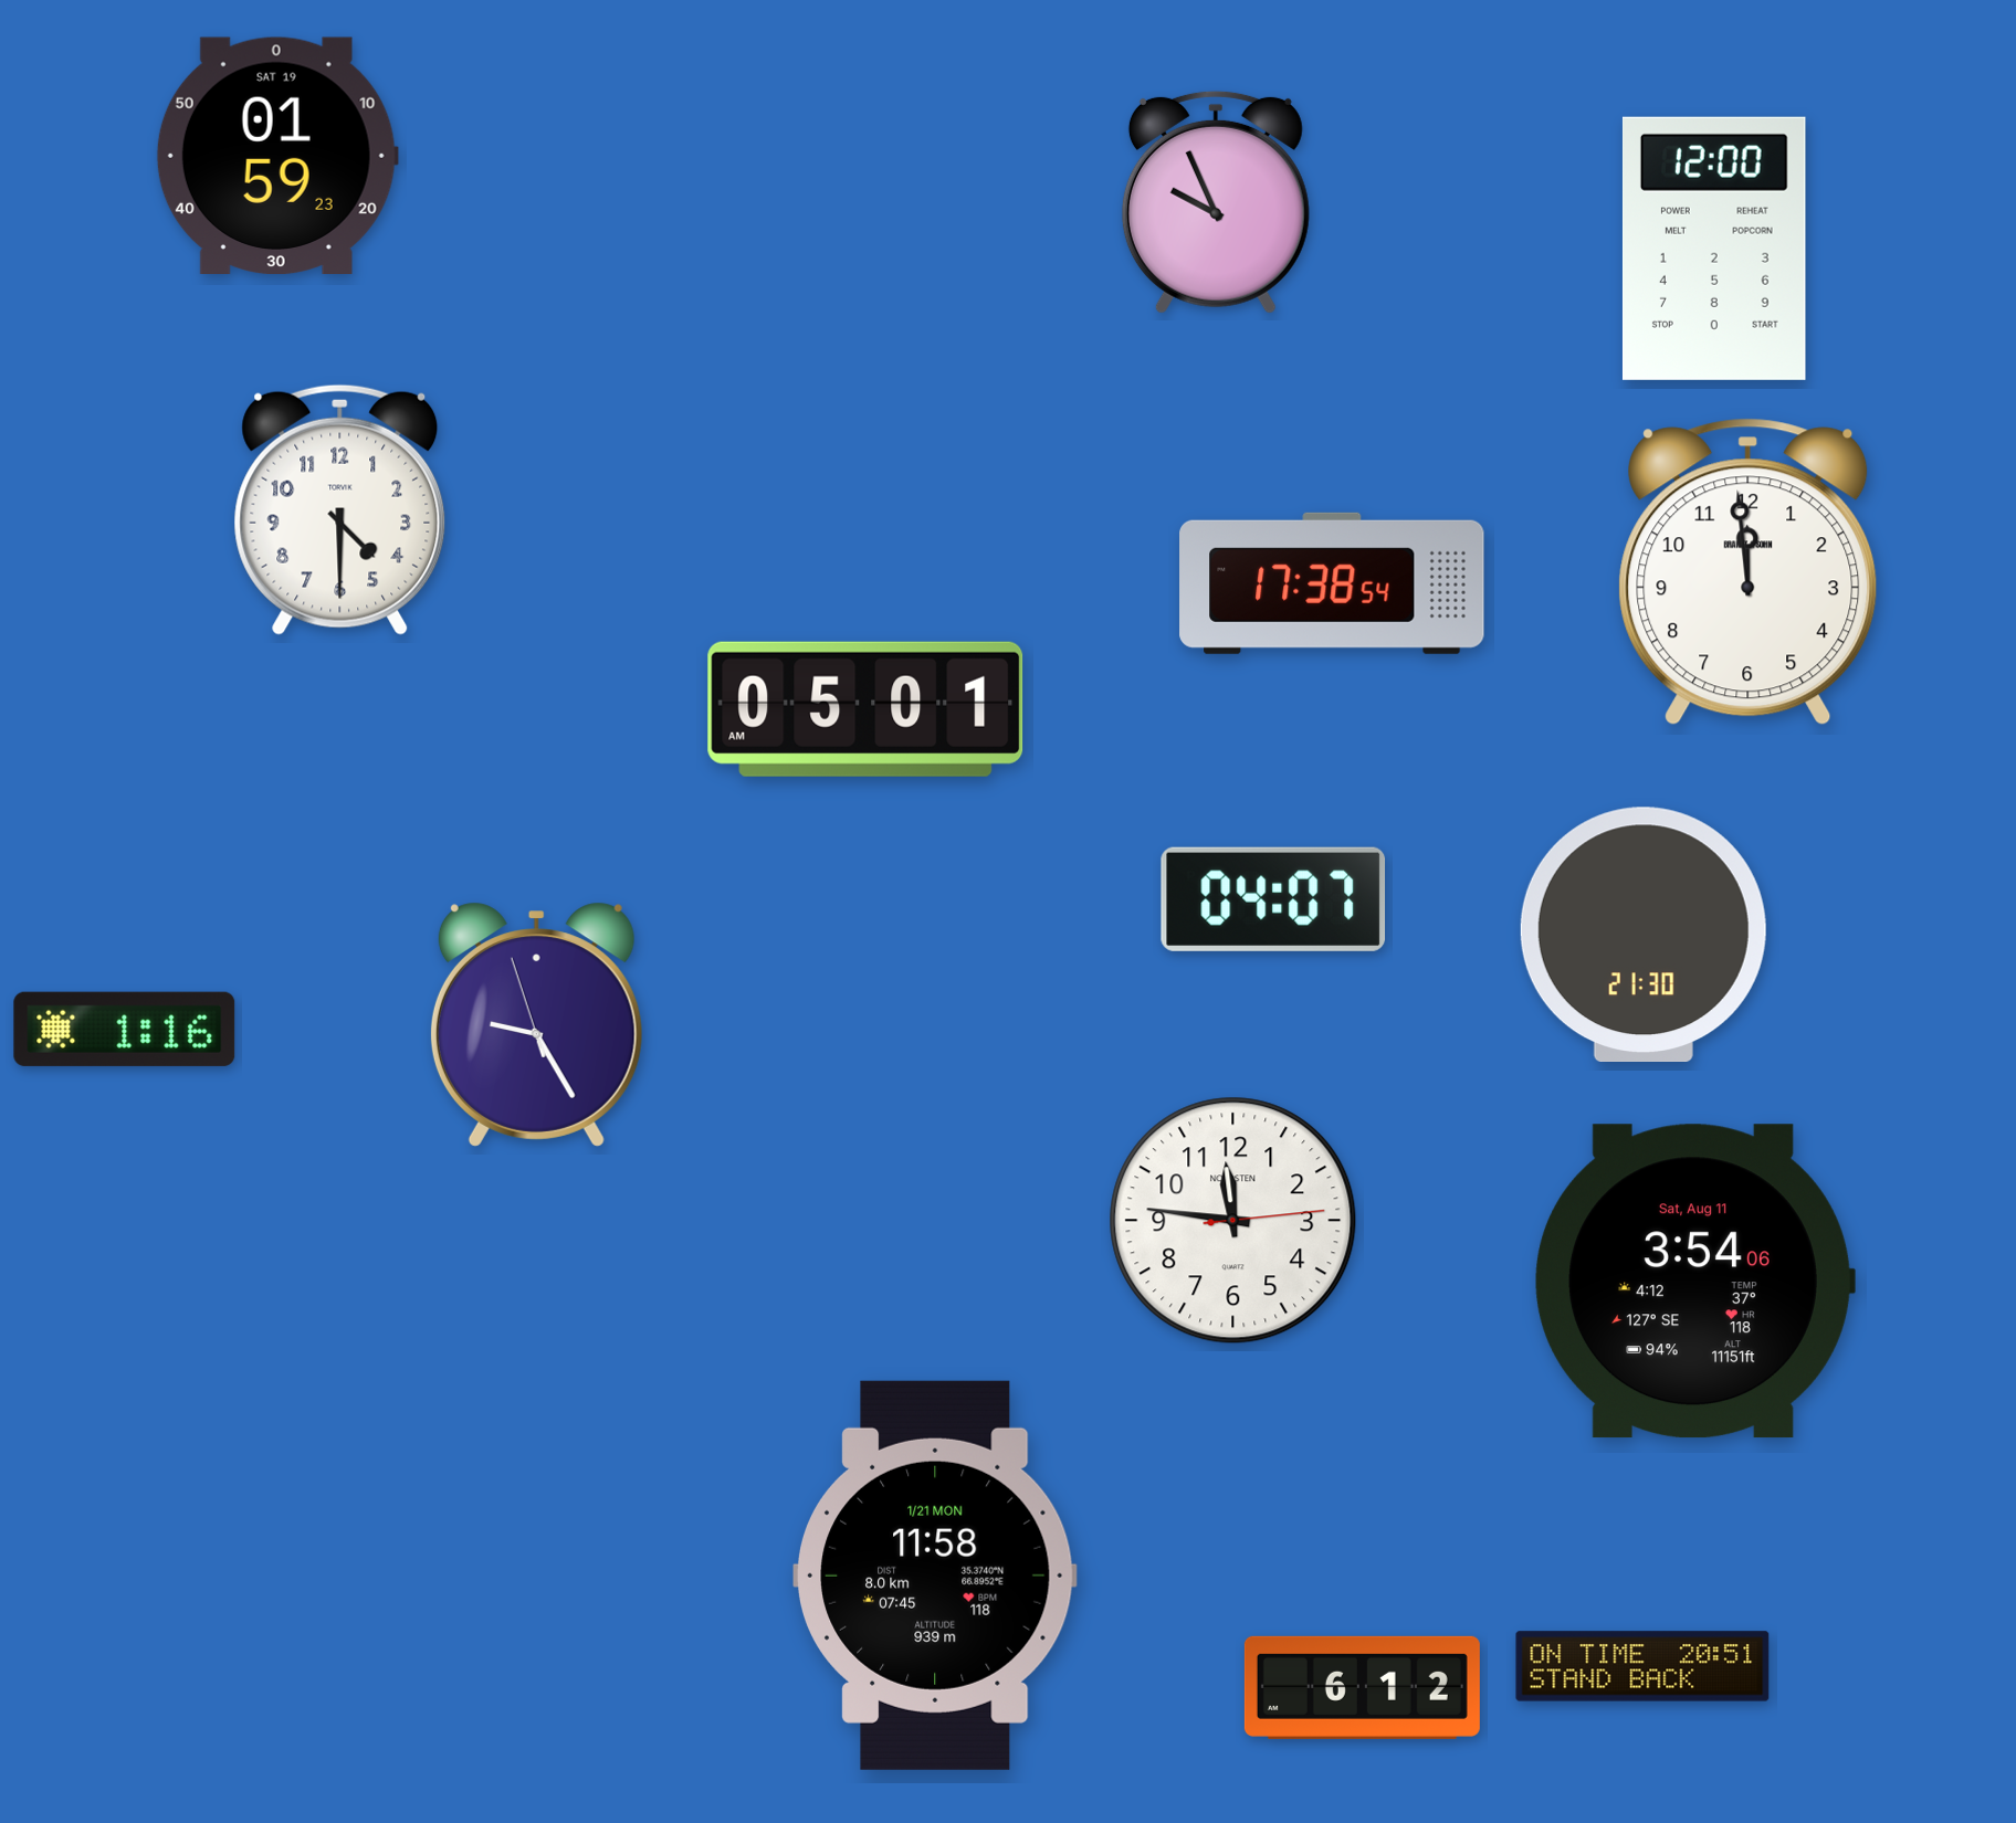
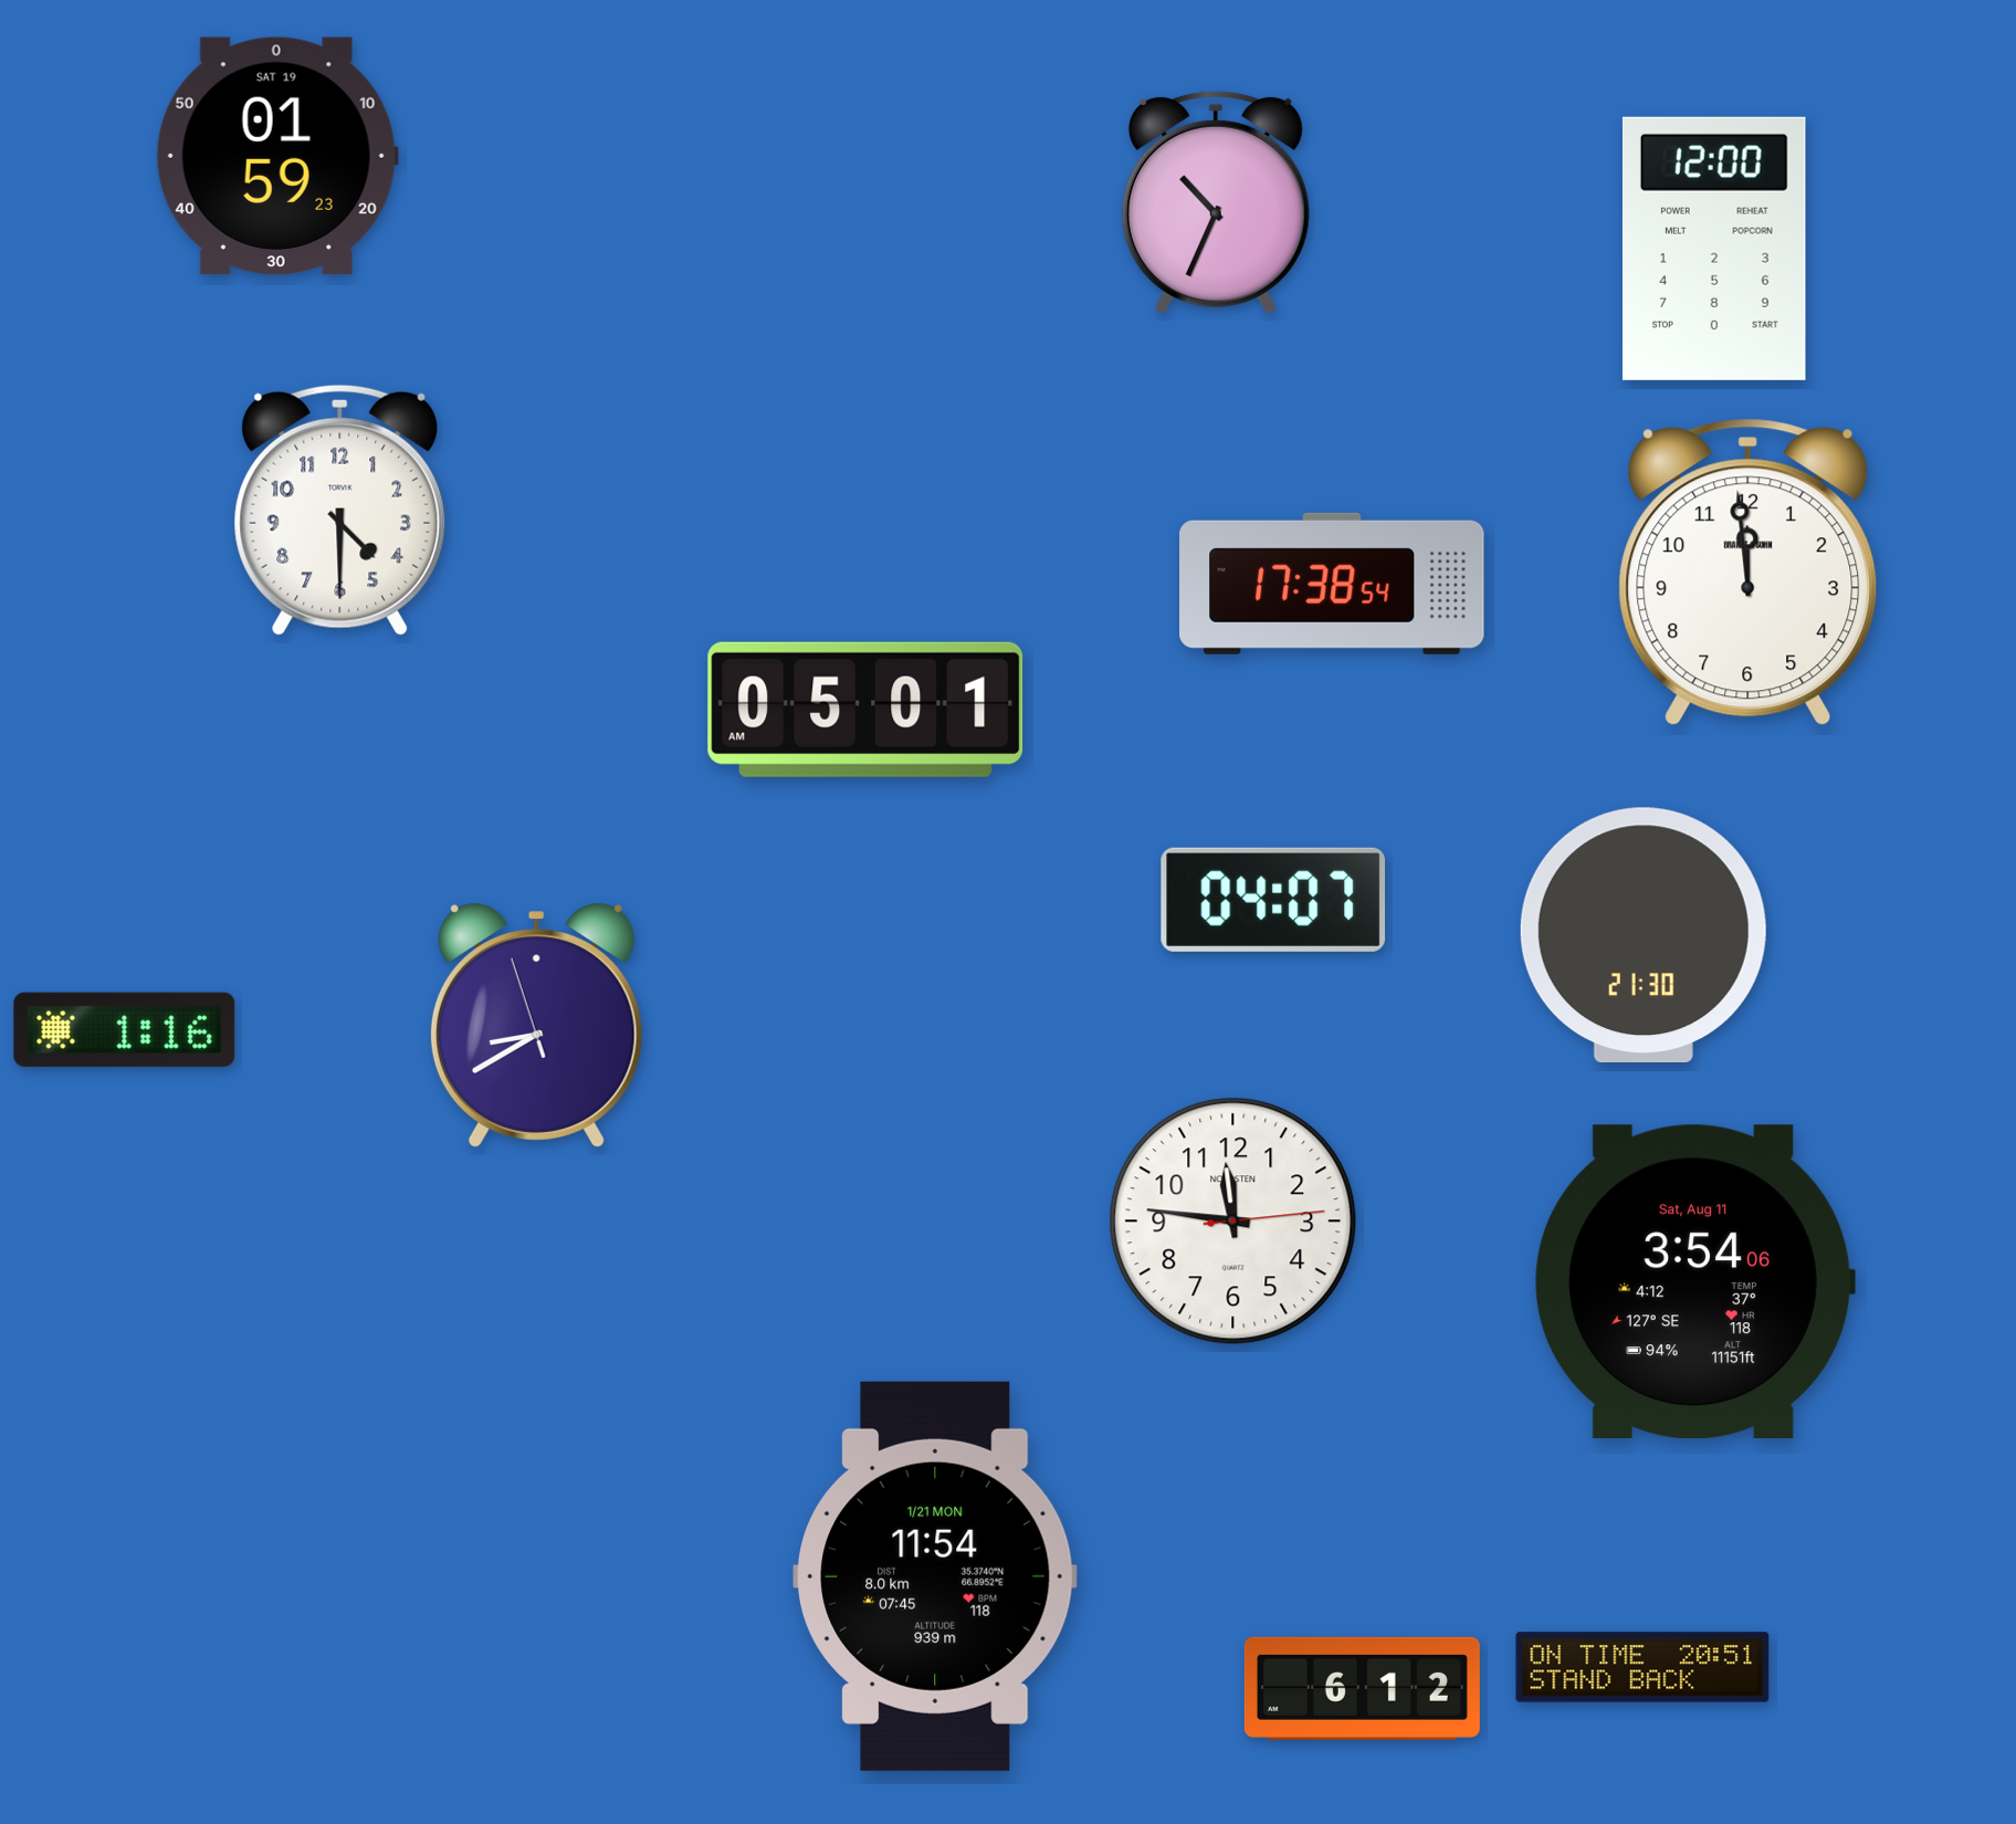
clock at (1216, 202): 9:56 -> 10:34
clock at (536, 1024): 9:24 -> 8:39
clock at (936, 1576): 11:58 -> 11:54
